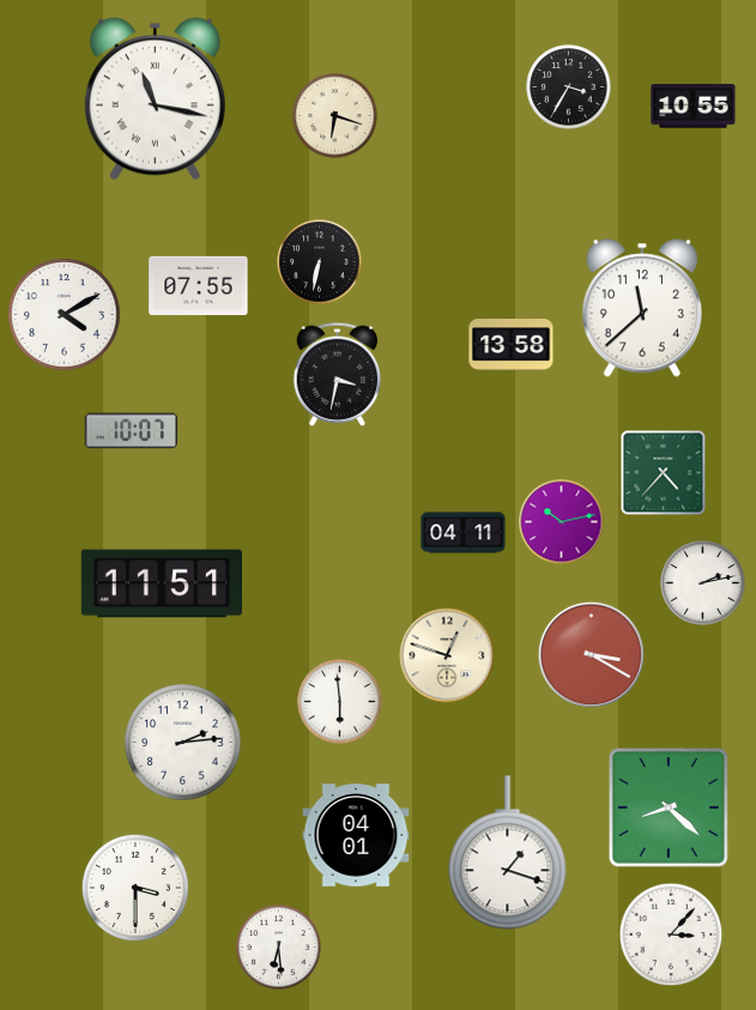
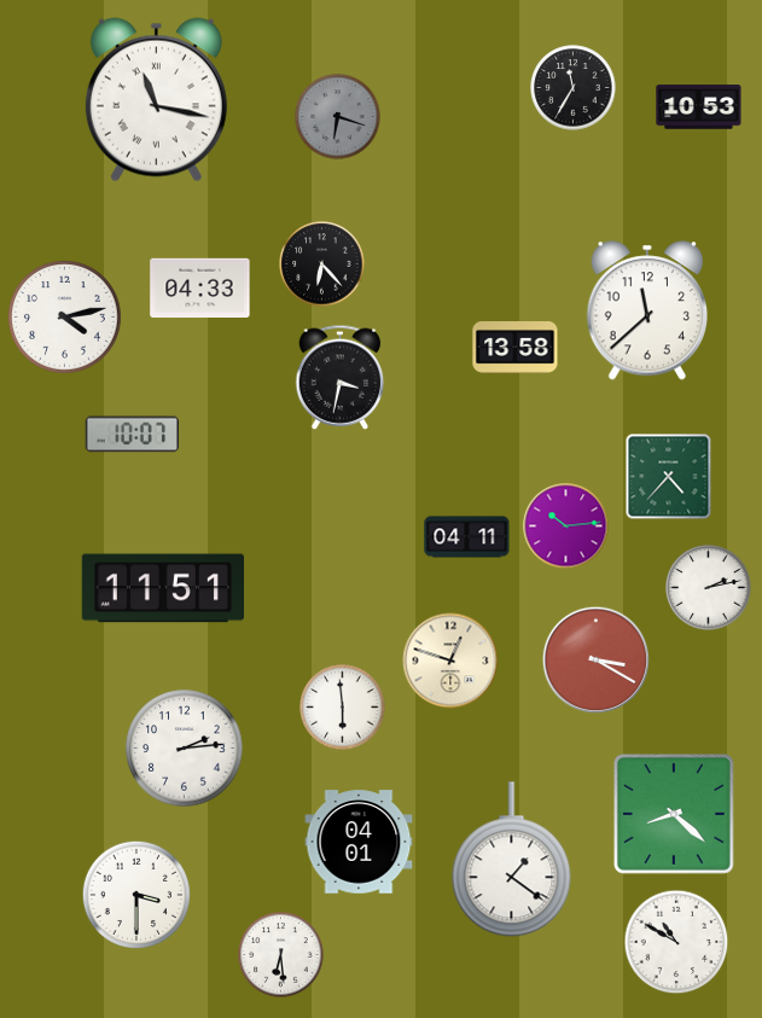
clock at (569, 87): 3:35 -> 11:35
clock at (694, 107): 10:55 -> 10:53
clock at (335, 116) dial: cream -> grey
clock at (320, 262): 6:32 -> 6:23
clock at (199, 285): 07:55 -> 04:33
clock at (65, 315): 4:10 -> 4:13
clock at (562, 522): 10:13 -> 10:14
clock at (508, 853): 1:18 -> 1:21
clock at (671, 935): 3:07 -> 10:50
